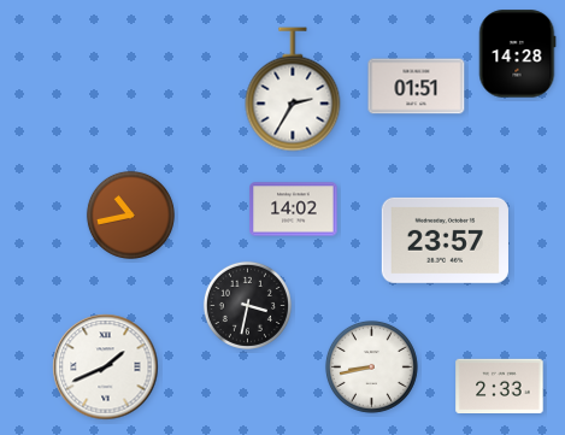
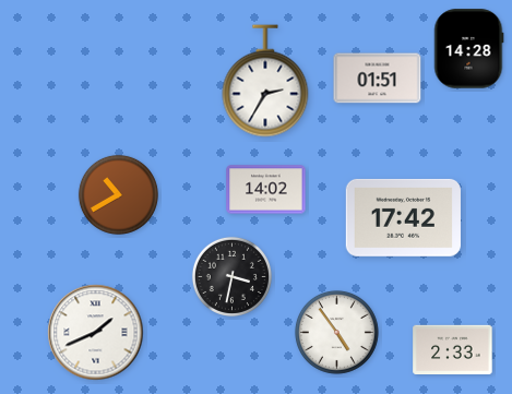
clock at (130, 214): 10:43 -> 10:40
clock at (445, 240): 23:57 -> 17:42
clock at (247, 305) position: (247, 305) -> (231, 276)
clock at (371, 366): 8:43 -> 4:54
